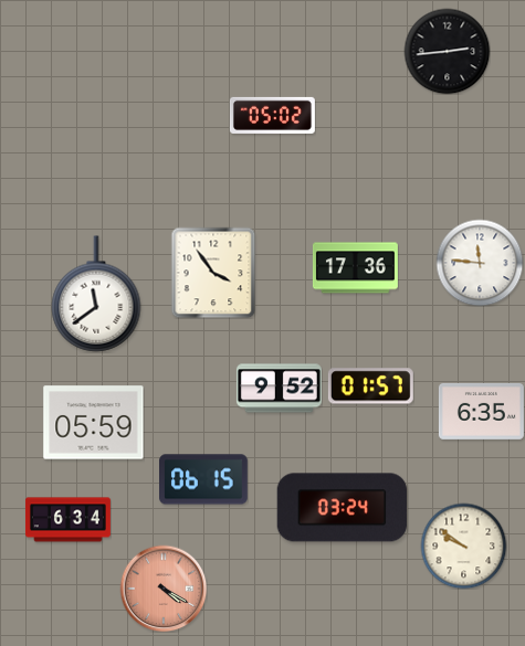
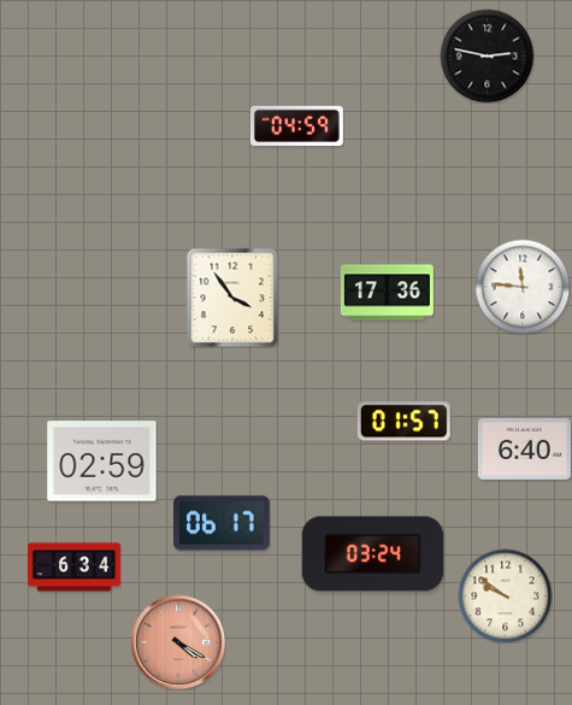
clock at (447, 51): 2:44 -> 2:47
clock at (272, 115): 05:02 -> 04:59
clock at (96, 294): 11:39 -> none
clock at (279, 389): 9:52 -> none
clock at (481, 411): 6:35 -> 6:40
clock at (94, 423): 05:59 -> 02:59
clock at (204, 479): 06:15 -> 06:17
